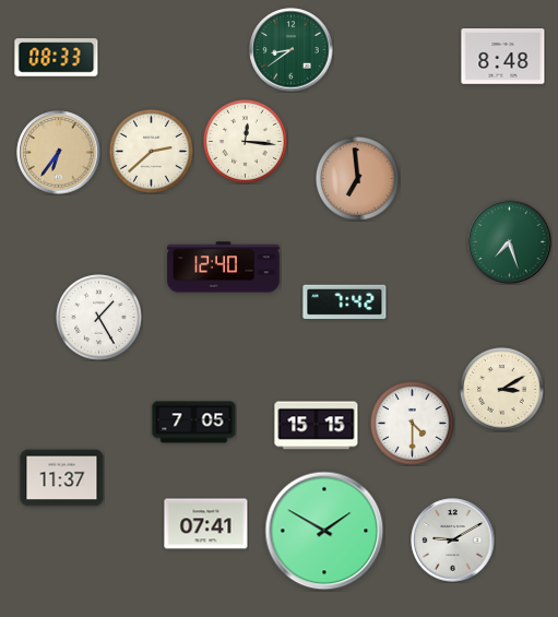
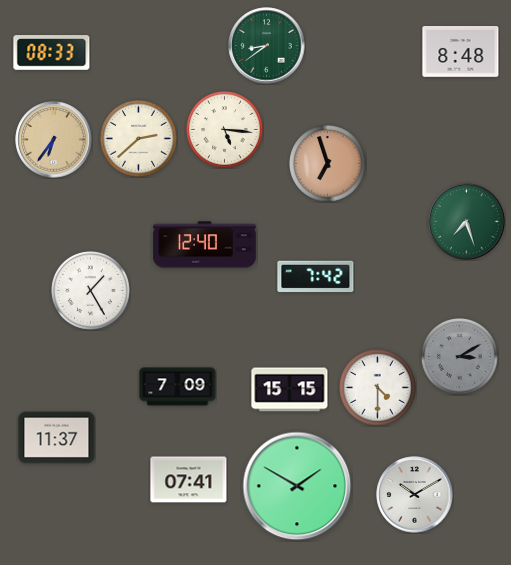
clock at (246, 142): 12:16 -> 5:16
clock at (358, 179): 6:59 -> 6:57
clock at (502, 390) dial: cream -> grey
clock at (194, 423): 7:05 -> 7:09
clock at (453, 541): 9:10 -> 10:10
